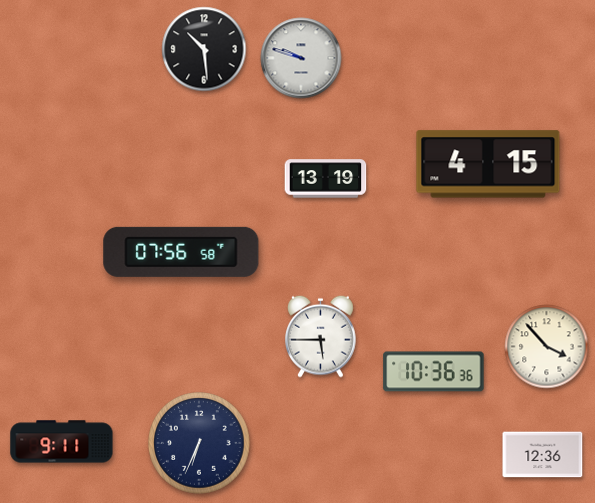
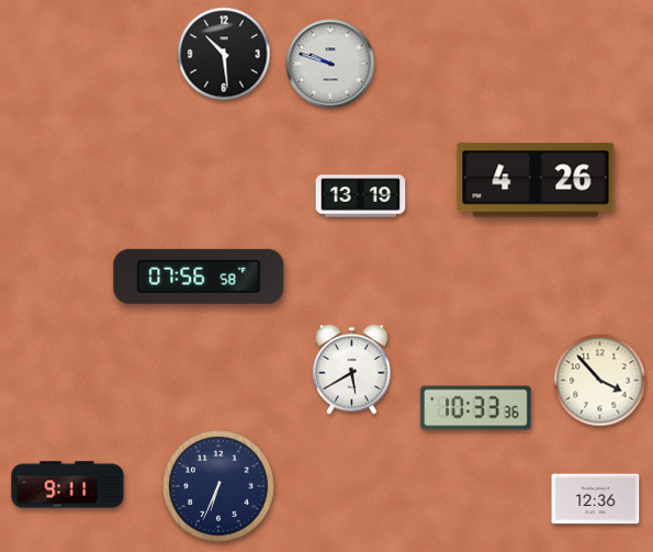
clock at (488, 164): 4:15 -> 4:26
clock at (326, 179) position: (326, 179) -> (361, 196)
clock at (321, 336): 5:45 -> 5:40
clock at (434, 372): 10:36 -> 10:33
